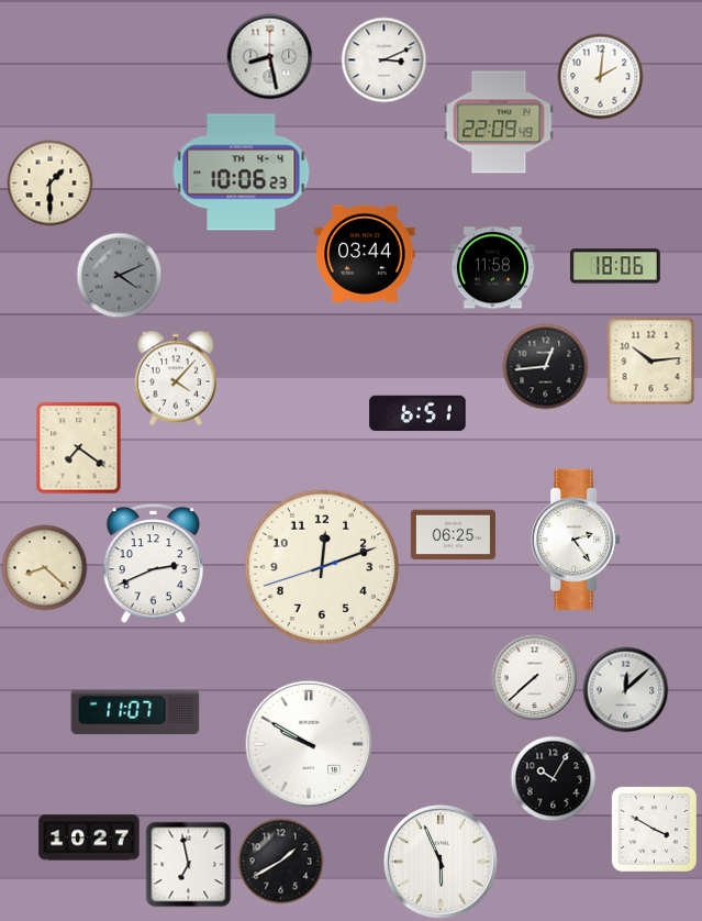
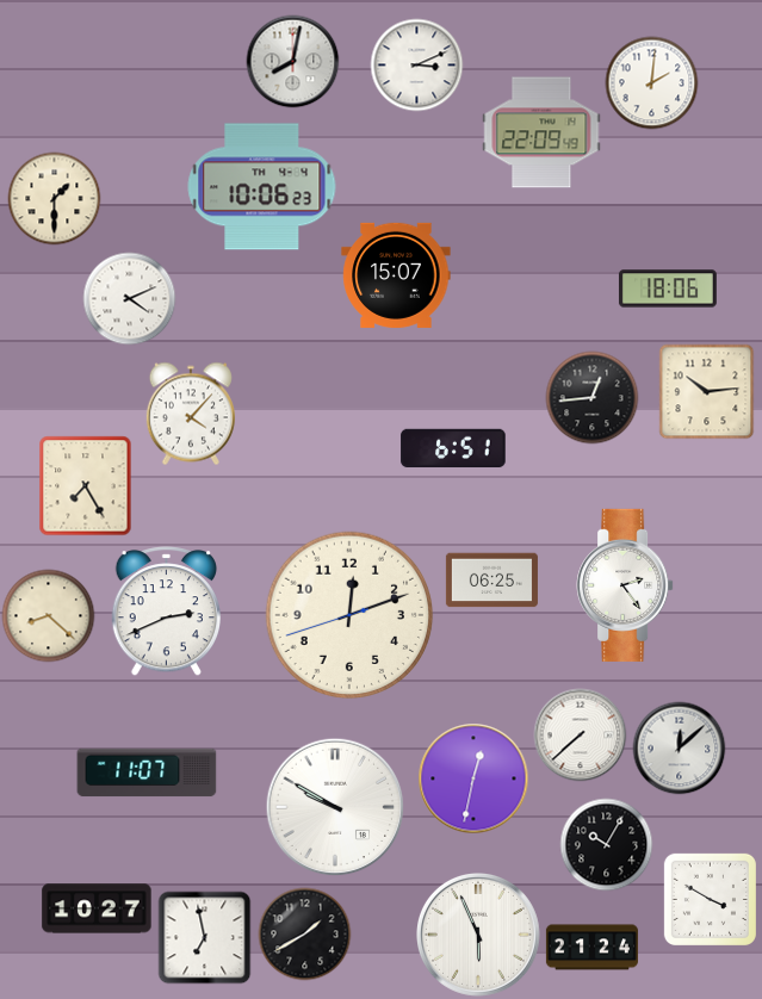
clock at (269, 56): 8:28 -> 8:02
clock at (365, 254): 03:44 -> 15:07
clock at (492, 268): 11:58 -> none
clock at (119, 275) dial: grey -> white
clock at (176, 378) position: (176, 378) -> (191, 414)
clock at (79, 447): 7:21 -> 7:25
clock at (473, 778): none -> 12:32
clock at (553, 778) position: (553, 778) -> (606, 844)
clock at (591, 948): none -> 21:24
